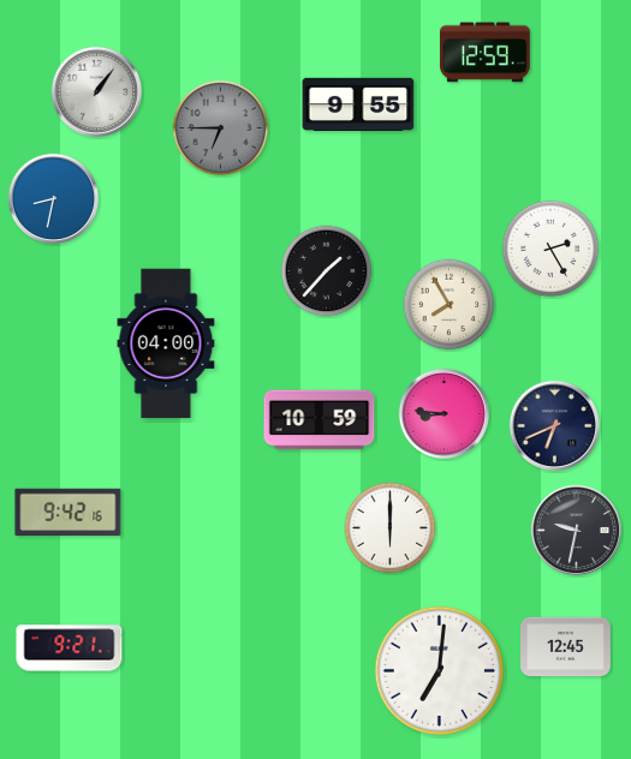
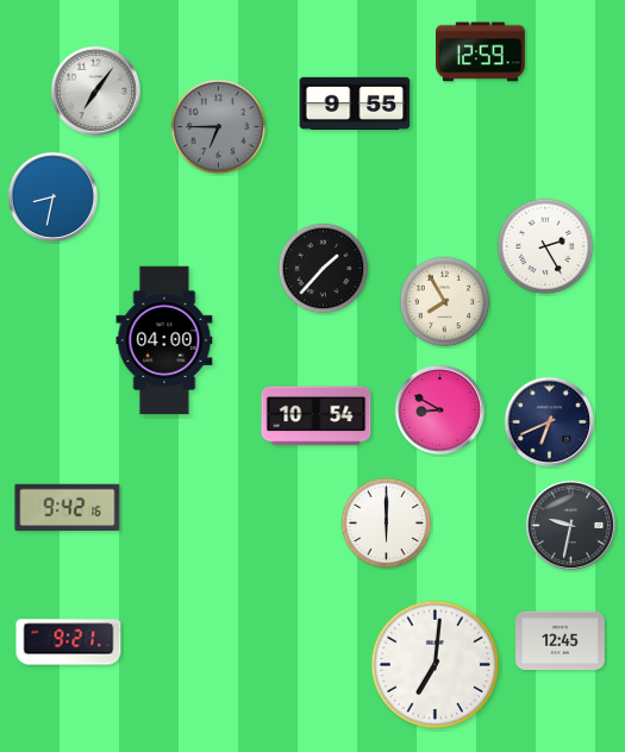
clock at (96, 91): 1:06 -> 7:06
clock at (444, 413): 8:46 -> 8:50
clock at (320, 420): 10:59 -> 10:54
